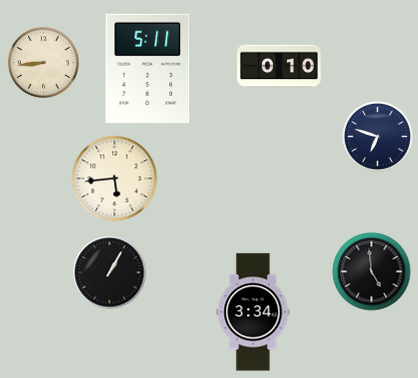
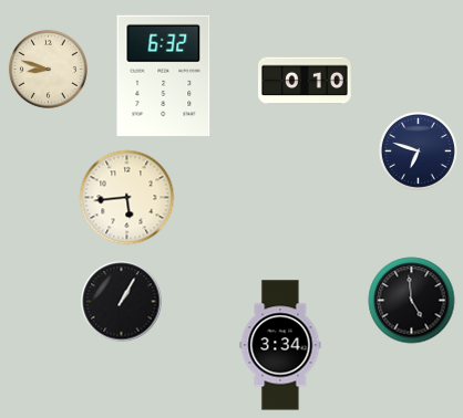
clock at (43, 62): 8:44 -> 8:48
clock at (280, 66) position: (280, 66) -> (306, 81)
clock at (148, 69): 5:11 -> 6:32
